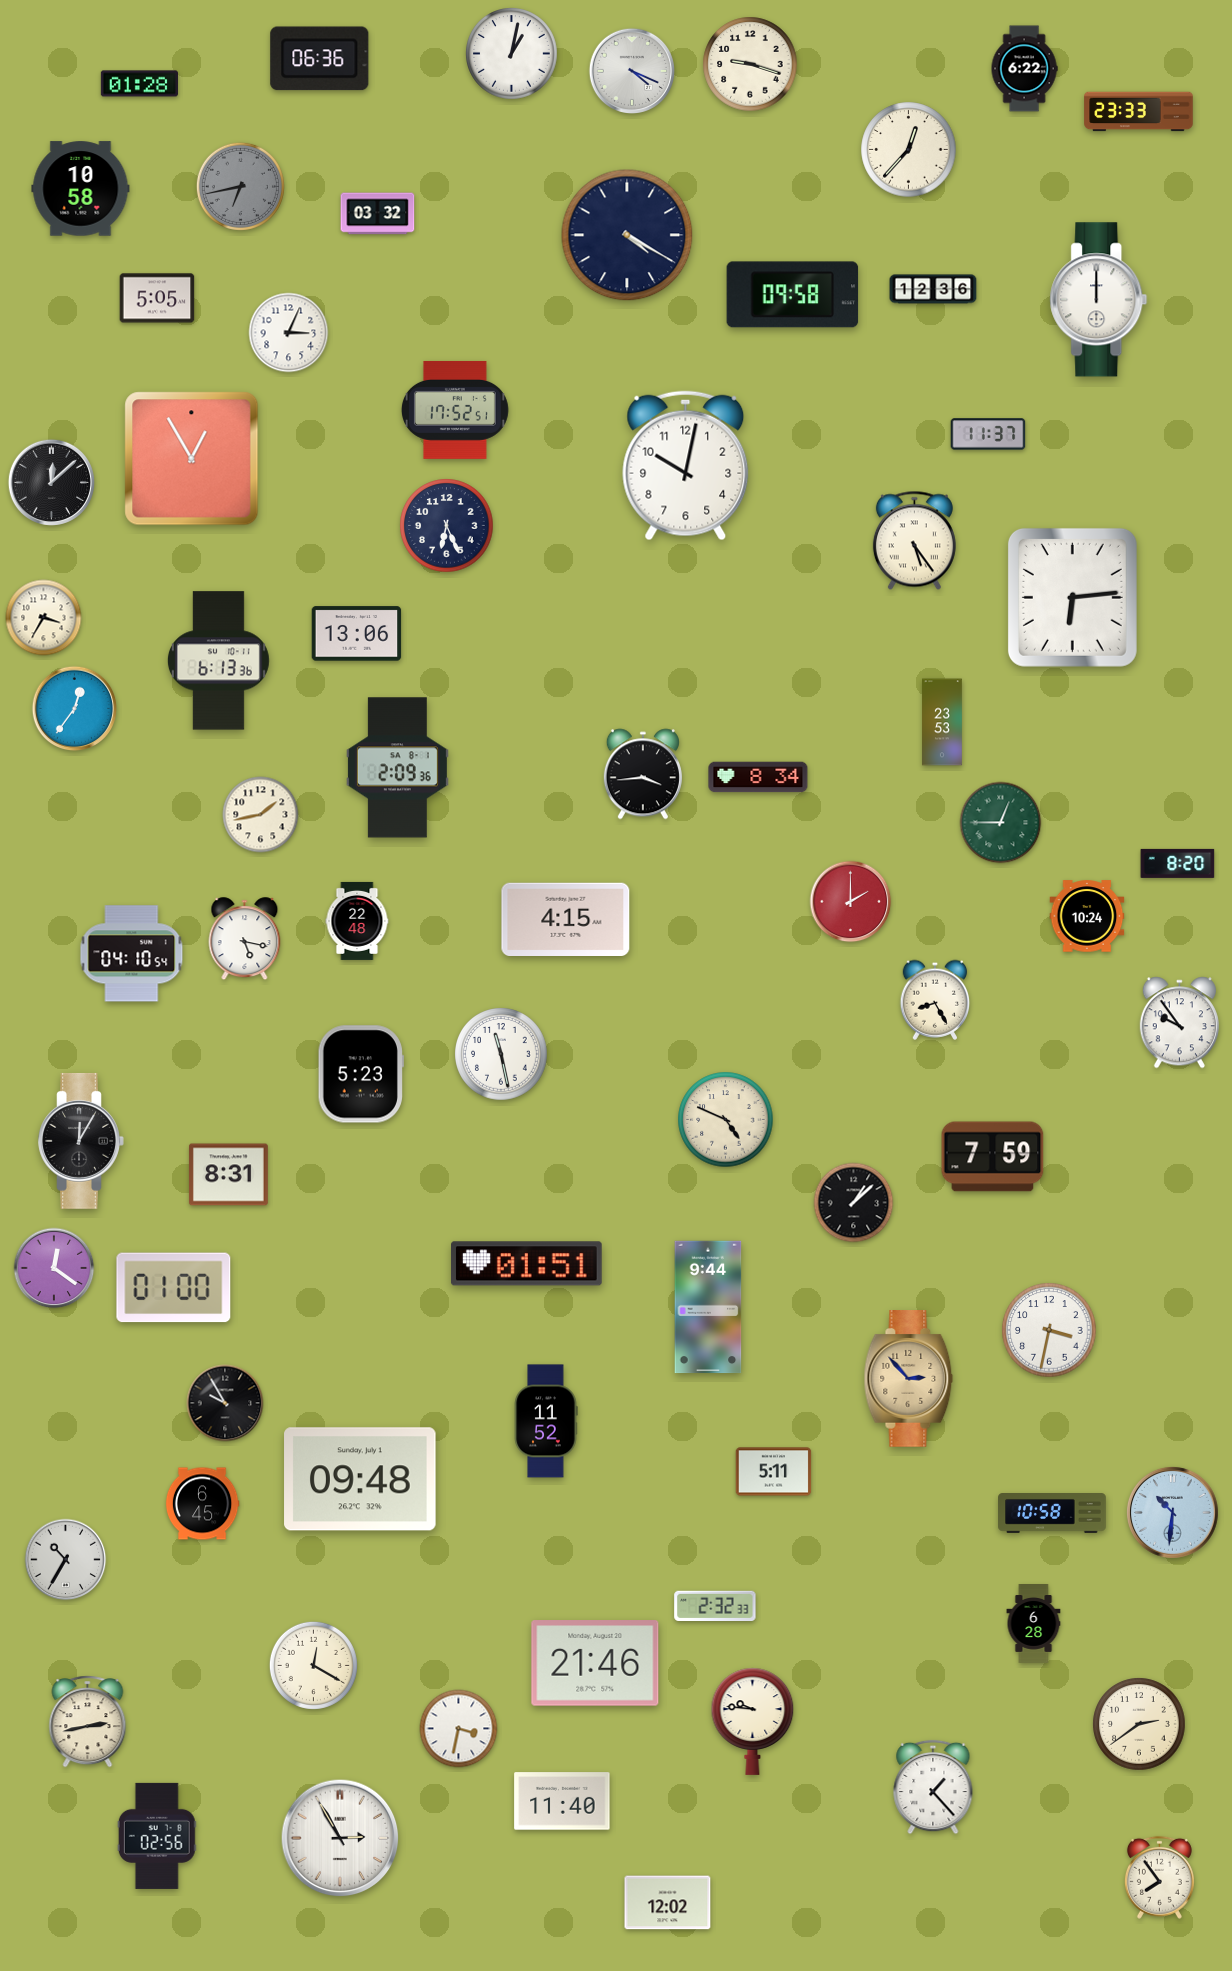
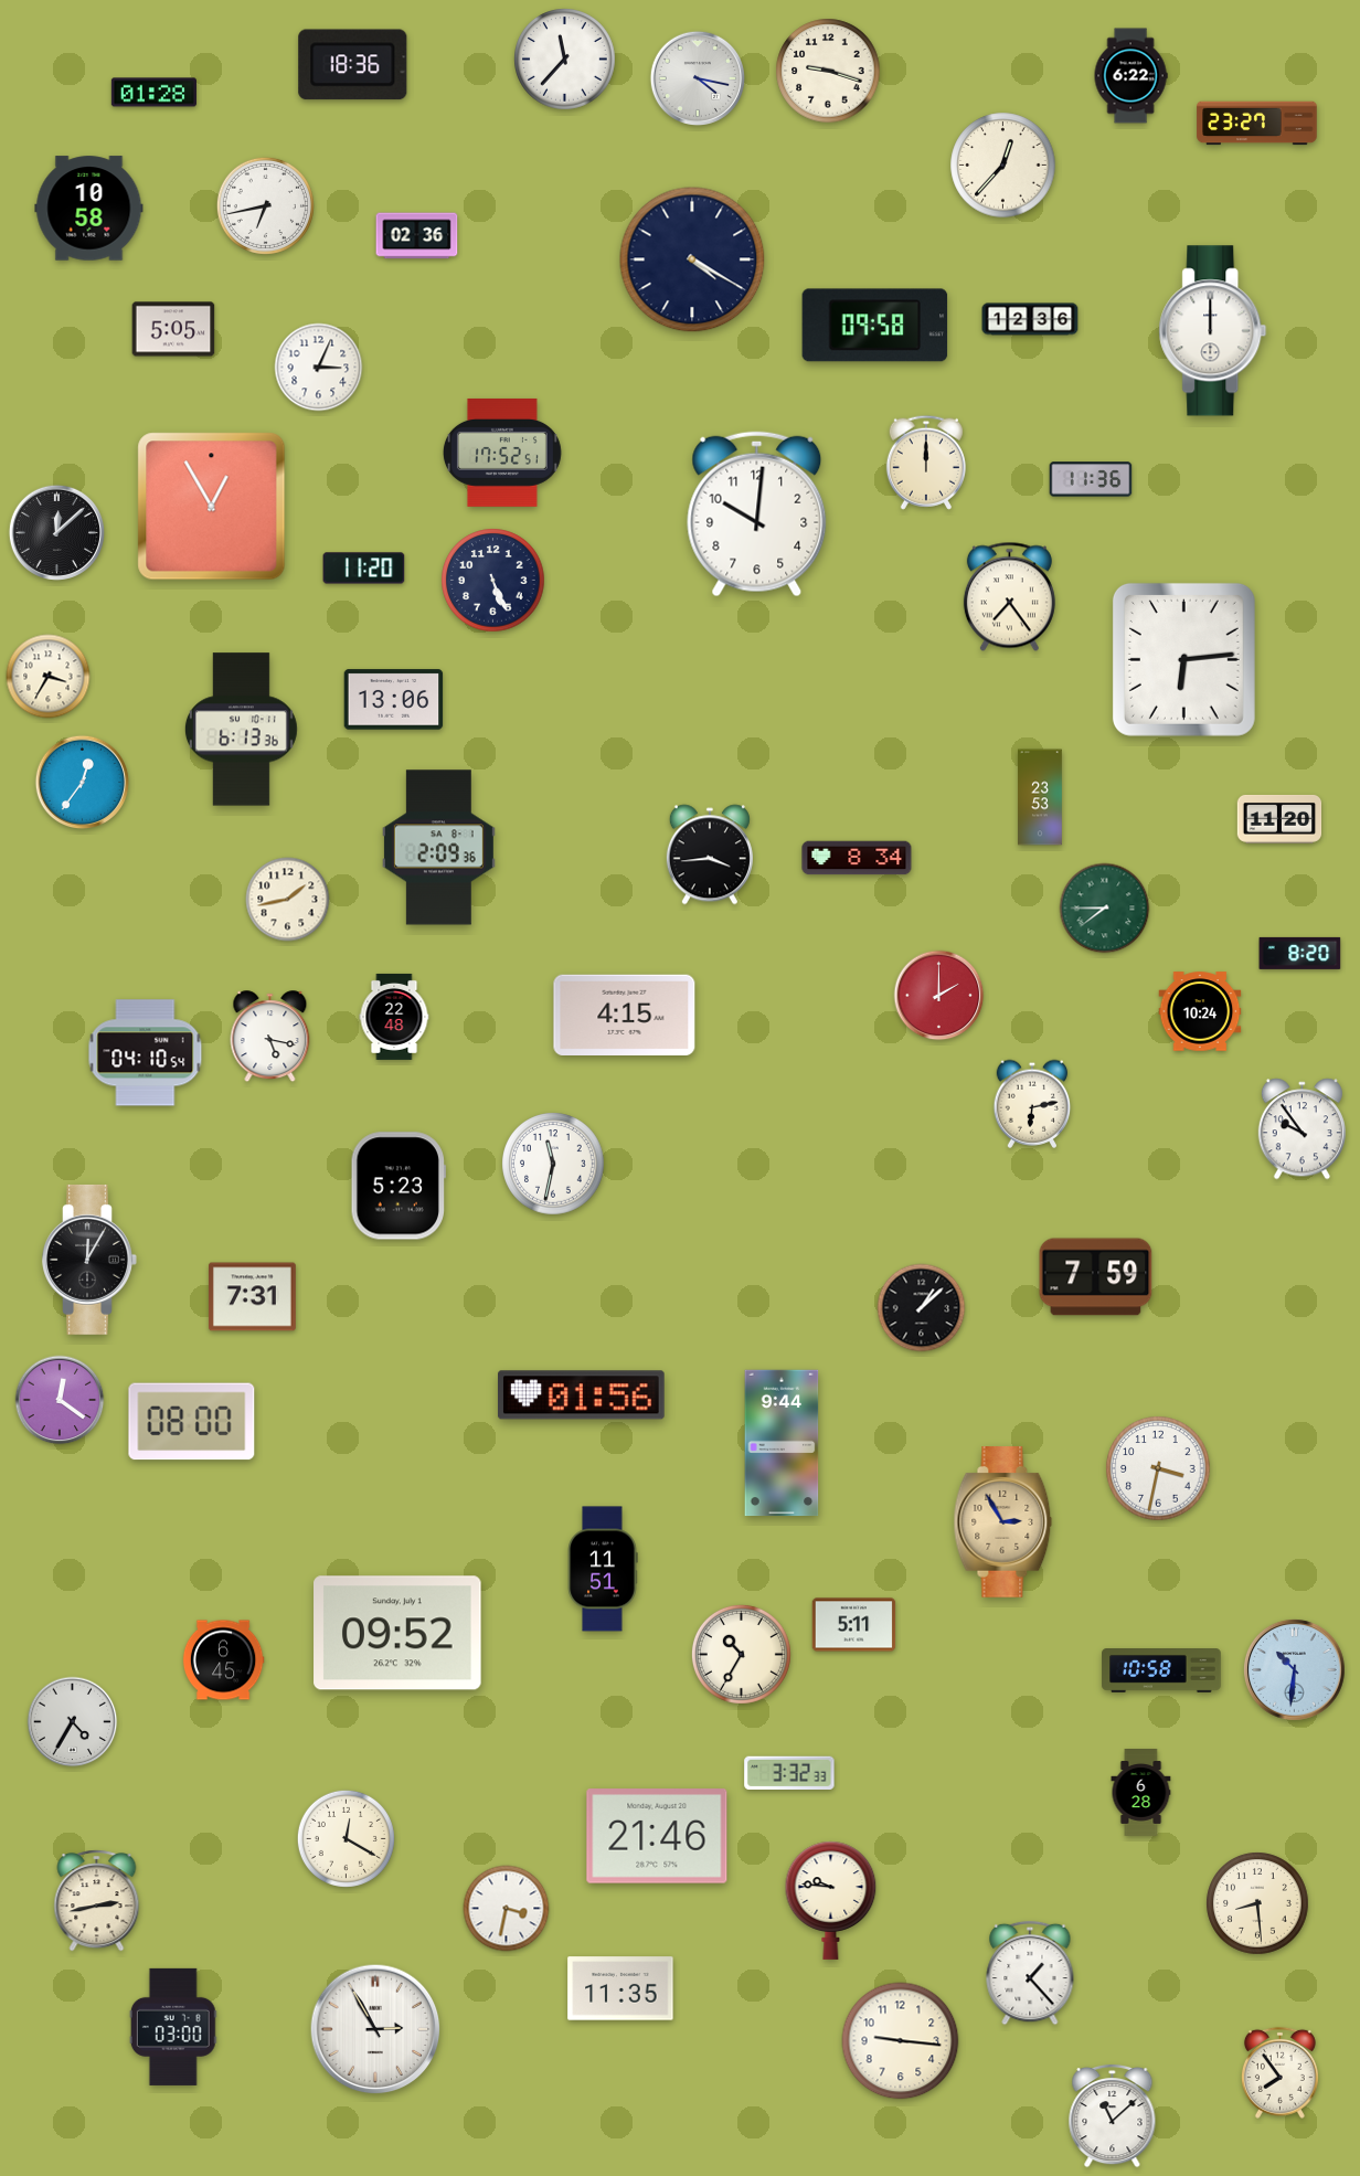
clock at (512, 54): 1:02 -> 11:37
clock at (320, 59): 06:36 -> 18:36
clock at (631, 70): 4:19 -> 4:17
clock at (1139, 112): 23:33 -> 23:27
clock at (240, 186) dial: grey -> white
clock at (378, 214): 03:32 -> 02:36
clock at (926, 463): none -> 12:00
clock at (988, 434): 11:37 -> 11:36
clock at (686, 466): 10:02 -> 10:01
clock at (364, 569): none -> 11:20
clock at (447, 526): 6:26 -> 5:26
clock at (914, 541): 5:24 -> 7:24
clock at (44, 618) position: (44, 618) -> (49, 677)
clock at (1279, 819): none -> 11:20
clock at (758, 777) position: (758, 777) -> (857, 858)
clock at (1001, 823): 12:45 -> 7:45
clock at (935, 1000): 8:25 -> 6:13
clock at (501, 1054): 11:28 -> 11:32
clock at (726, 1120): 4:49 -> none
clock at (228, 1175): 8:31 -> 7:31
clock at (854, 1203) position: (854, 1203) -> (922, 1308)
clock at (527, 1264): 01:51 -> 01:56
clock at (174, 1288): 01:00 -> 08:00
clock at (909, 1379): 2:53 -> 2:55
clock at (225, 1403): 9:55 -> none
clock at (546, 1421): 11:52 -> 11:51
clock at (360, 1479): 09:48 -> 09:52
clock at (741, 1654): none -> 10:35
clock at (66, 1560): 10:35 -> 4:35
clock at (715, 1605): 2:32 -> 3:32
clock at (1139, 1724): 2:39 -> 8:29
clock at (562, 1801): 11:40 -> 11:35
clock at (157, 1836): 02:56 -> 03:00
clock at (901, 2041): none -> 9:16
clock at (668, 1903): 12:02 -> none
clock at (1113, 2115): none -> 11:08
